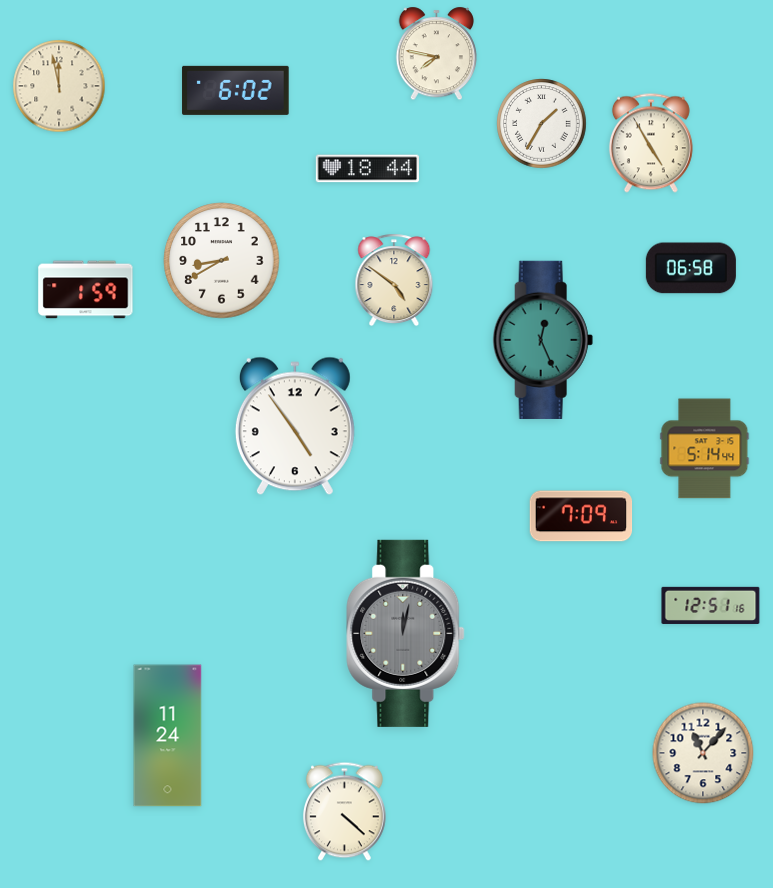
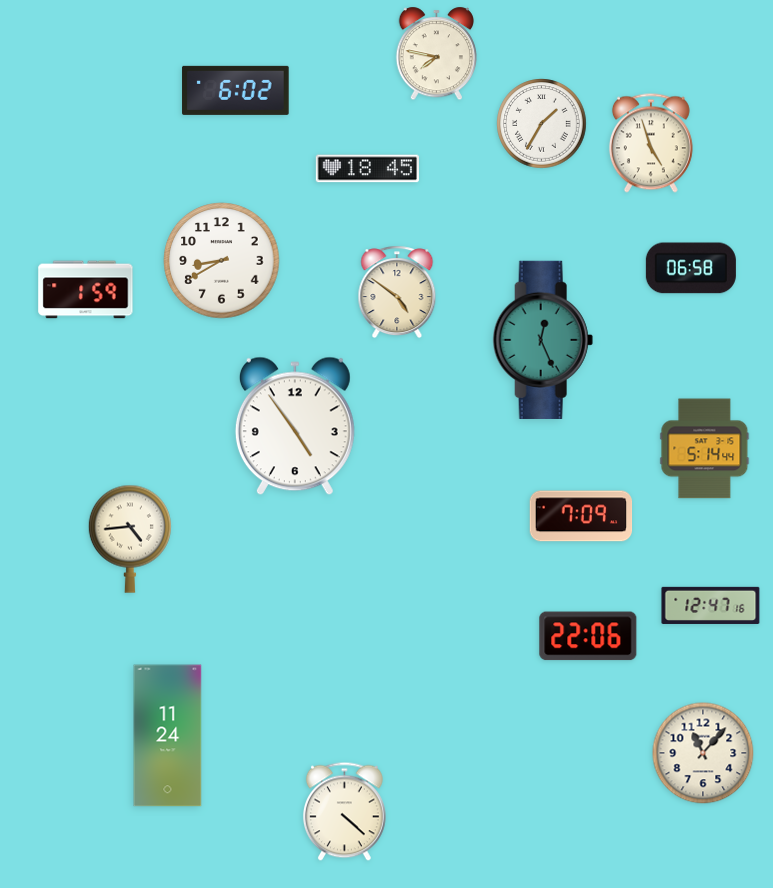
clock at (59, 86): 11:58 -> none
clock at (651, 143): 4:55 -> 4:57
clock at (367, 169): 18:44 -> 18:45
clock at (394, 280) position: (394, 280) -> (397, 292)
clock at (130, 539): none -> 4:44
clock at (711, 605): 12:51 -> 12:47
clock at (406, 633): 12:02 -> none
clock at (588, 636): none -> 22:06
